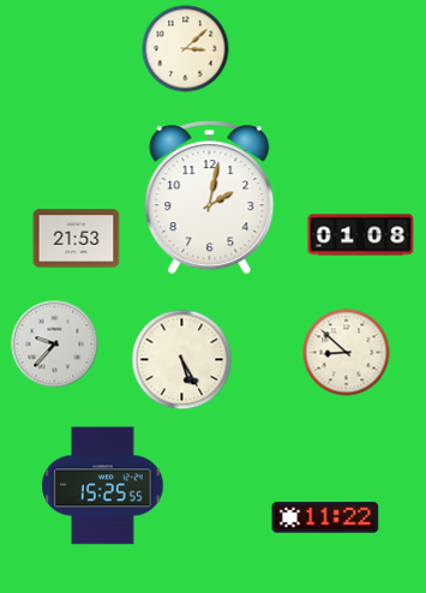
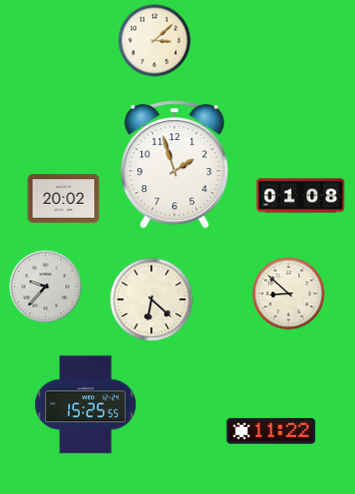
clock at (210, 198): 2:02 -> 1:57
clock at (77, 239): 21:53 -> 20:02
clock at (182, 360): 5:25 -> 6:22
